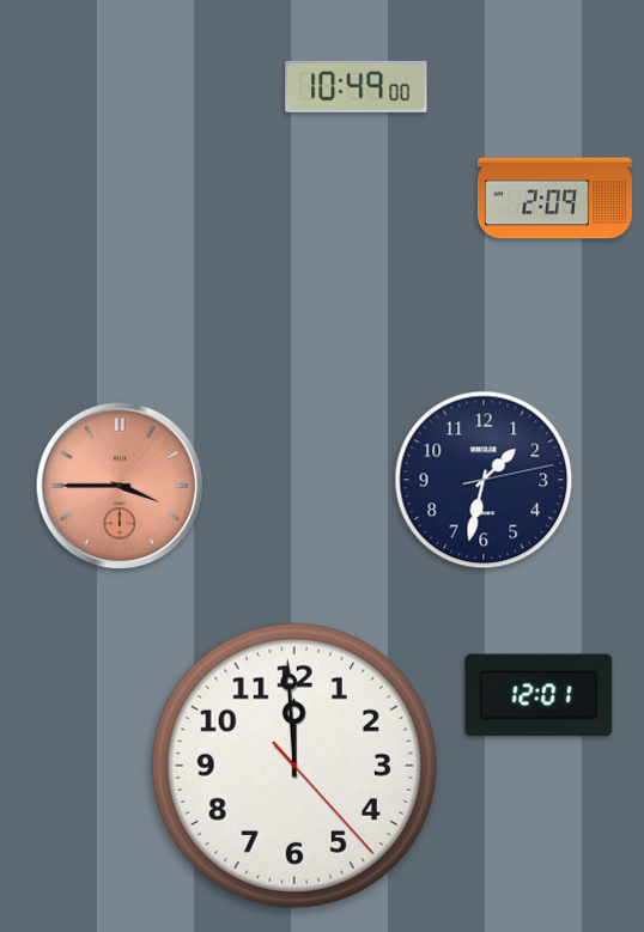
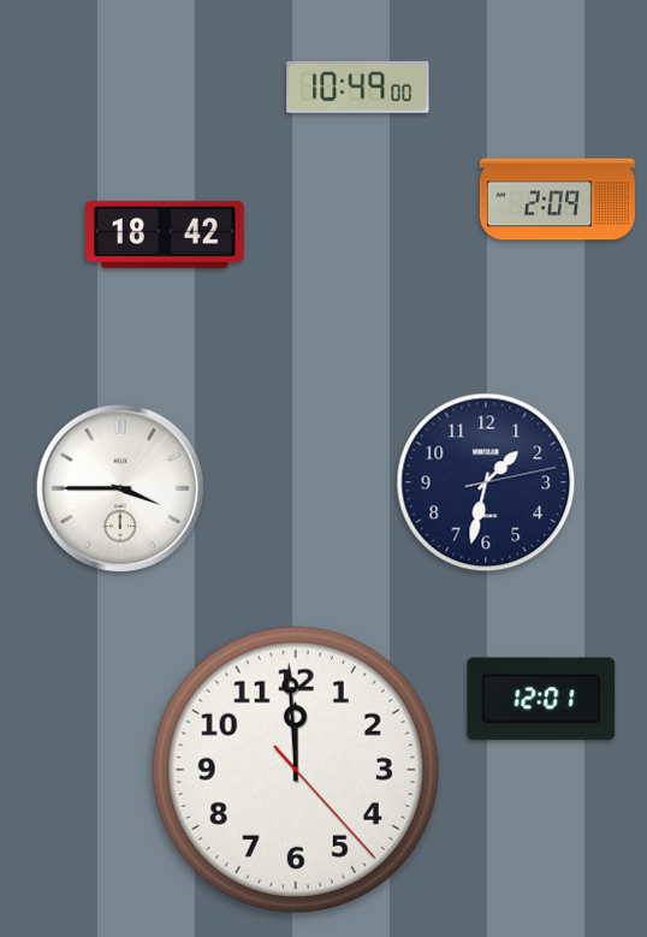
clock at (165, 235): none -> 18:42
clock at (120, 486) dial: salmon -> white
